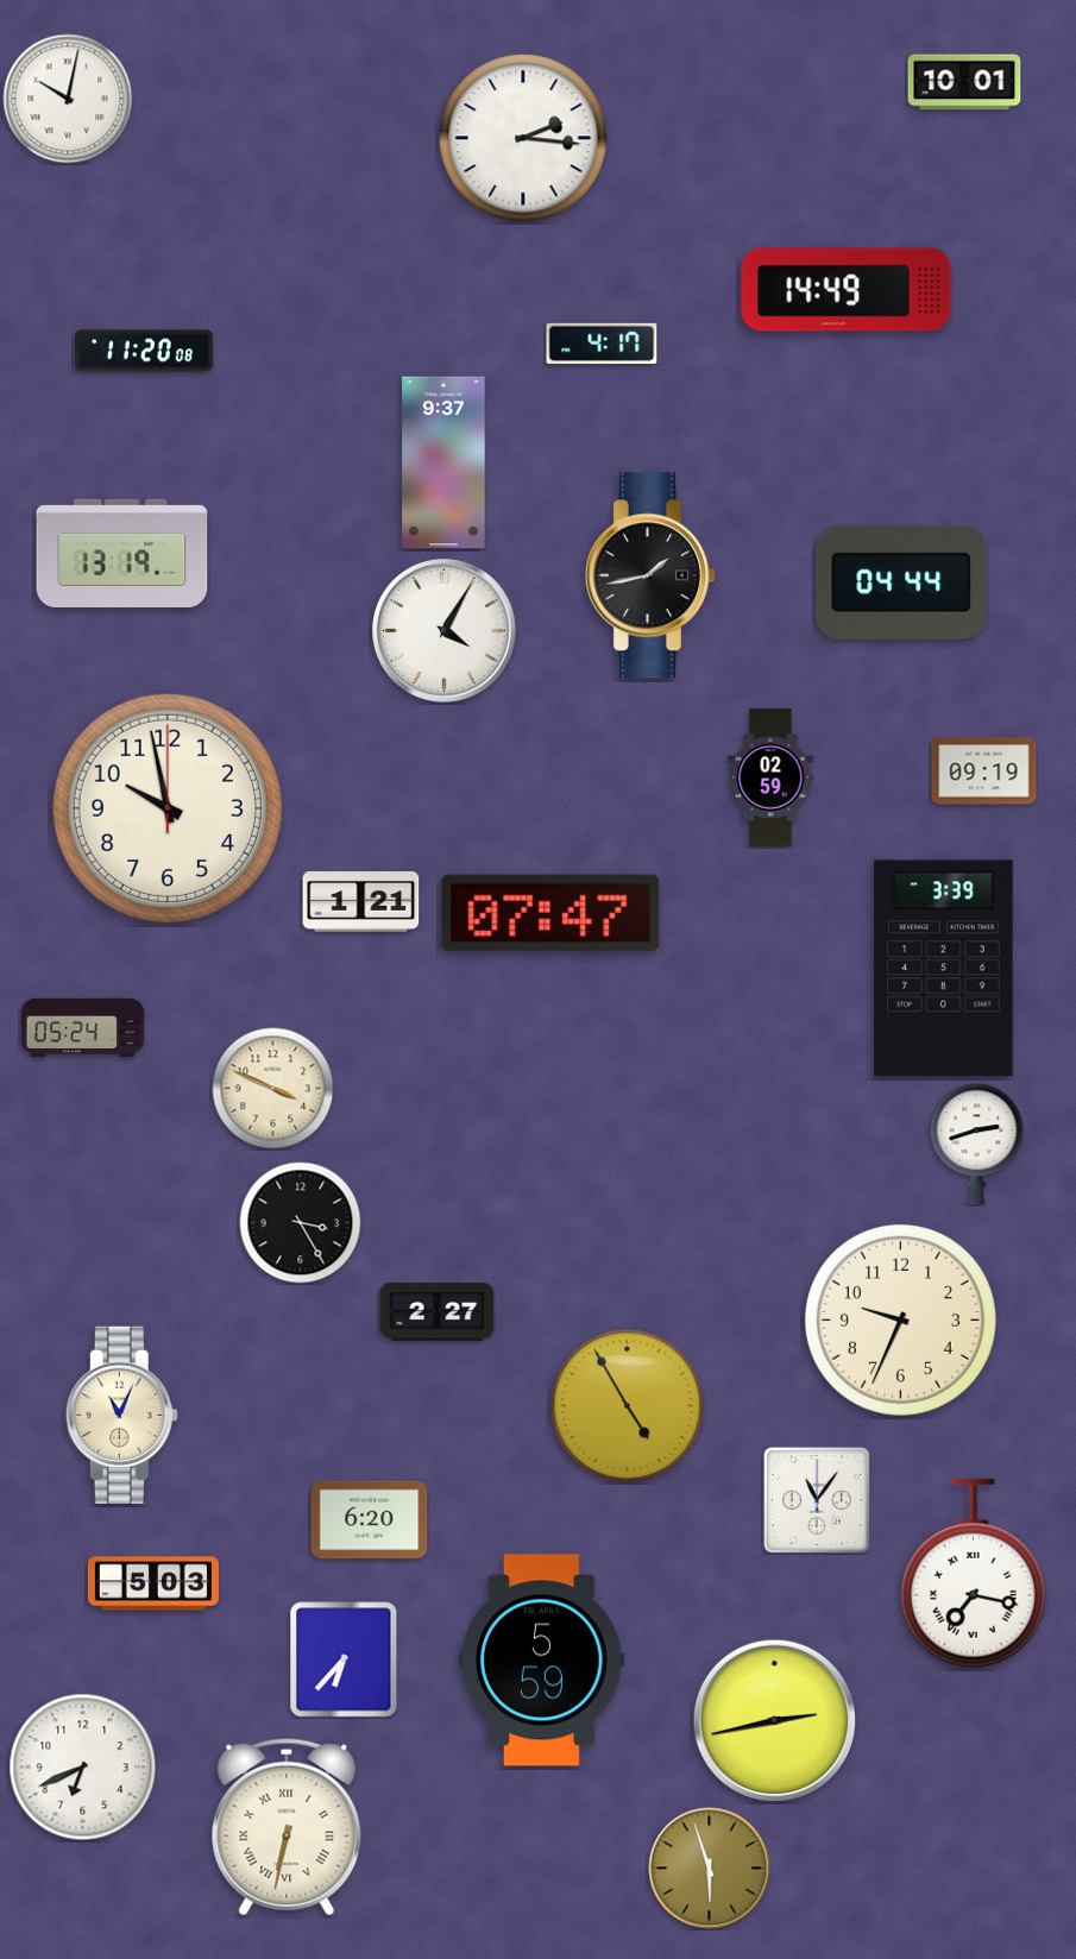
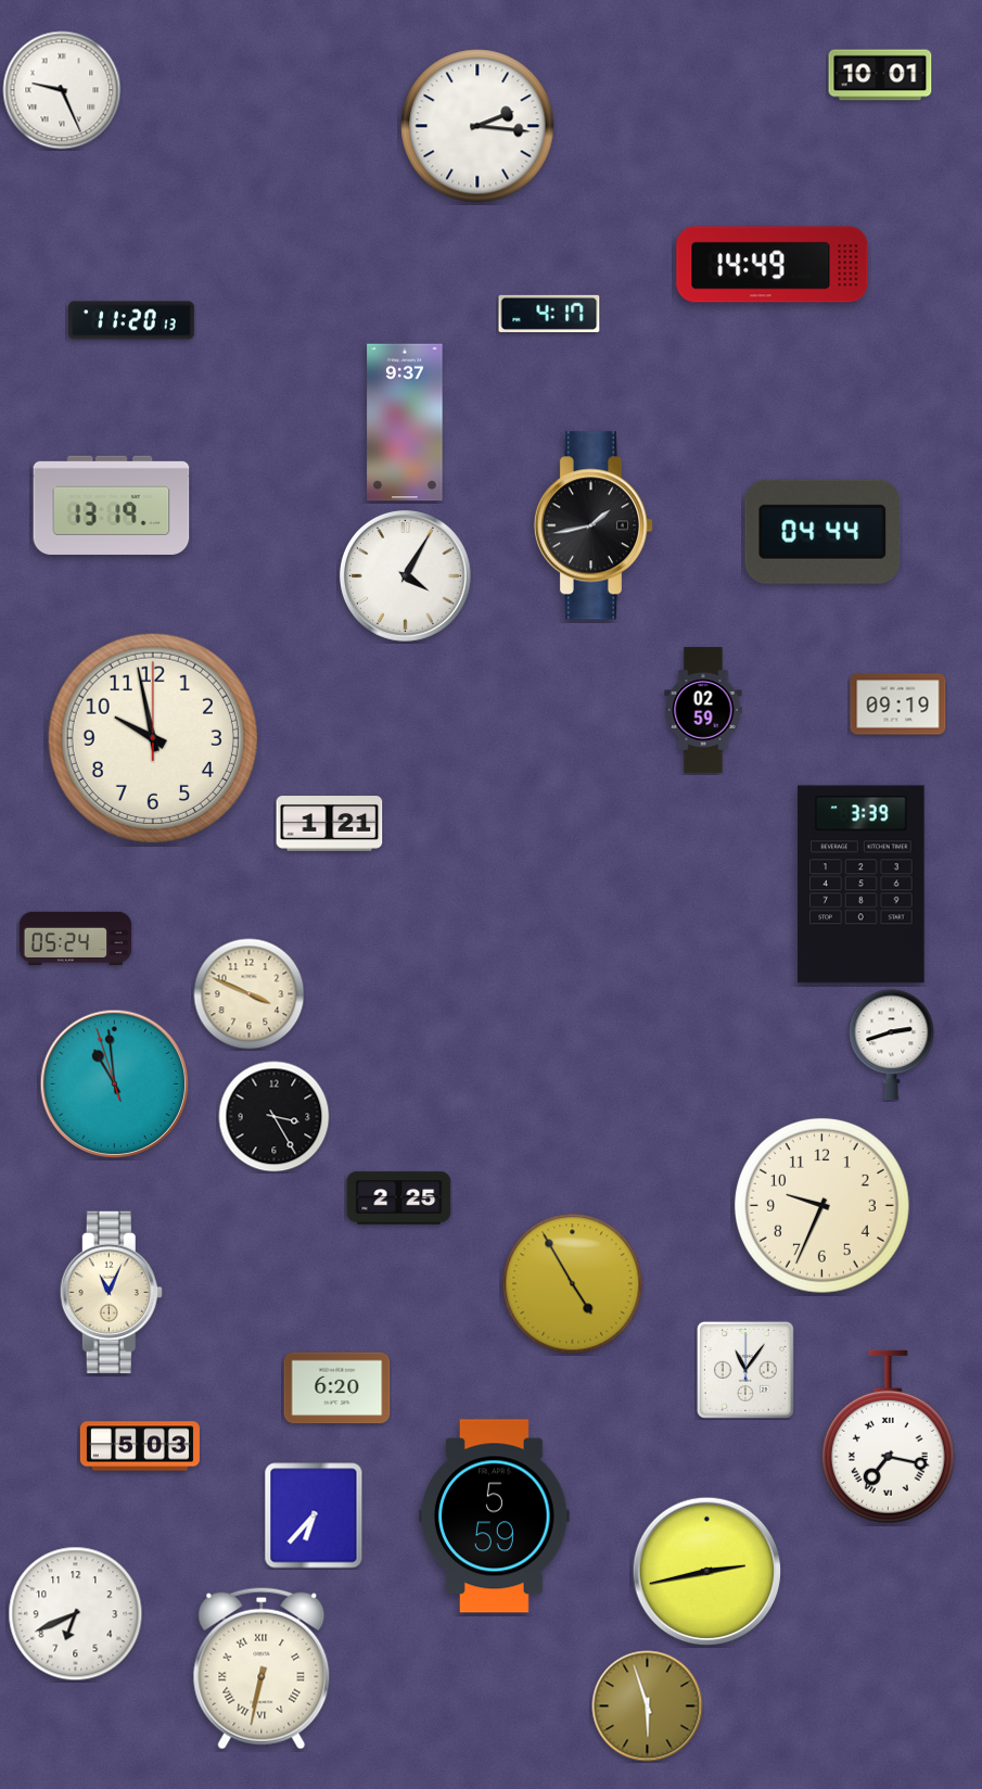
clock at (68, 99): 10:02 -> 9:26
clock at (144, 351): 11:20:08 -> 11:20:13
clock at (550, 913): 07:47 -> none
clock at (115, 1084): none -> 10:58
clock at (438, 1312): 2:27 -> 2:25
